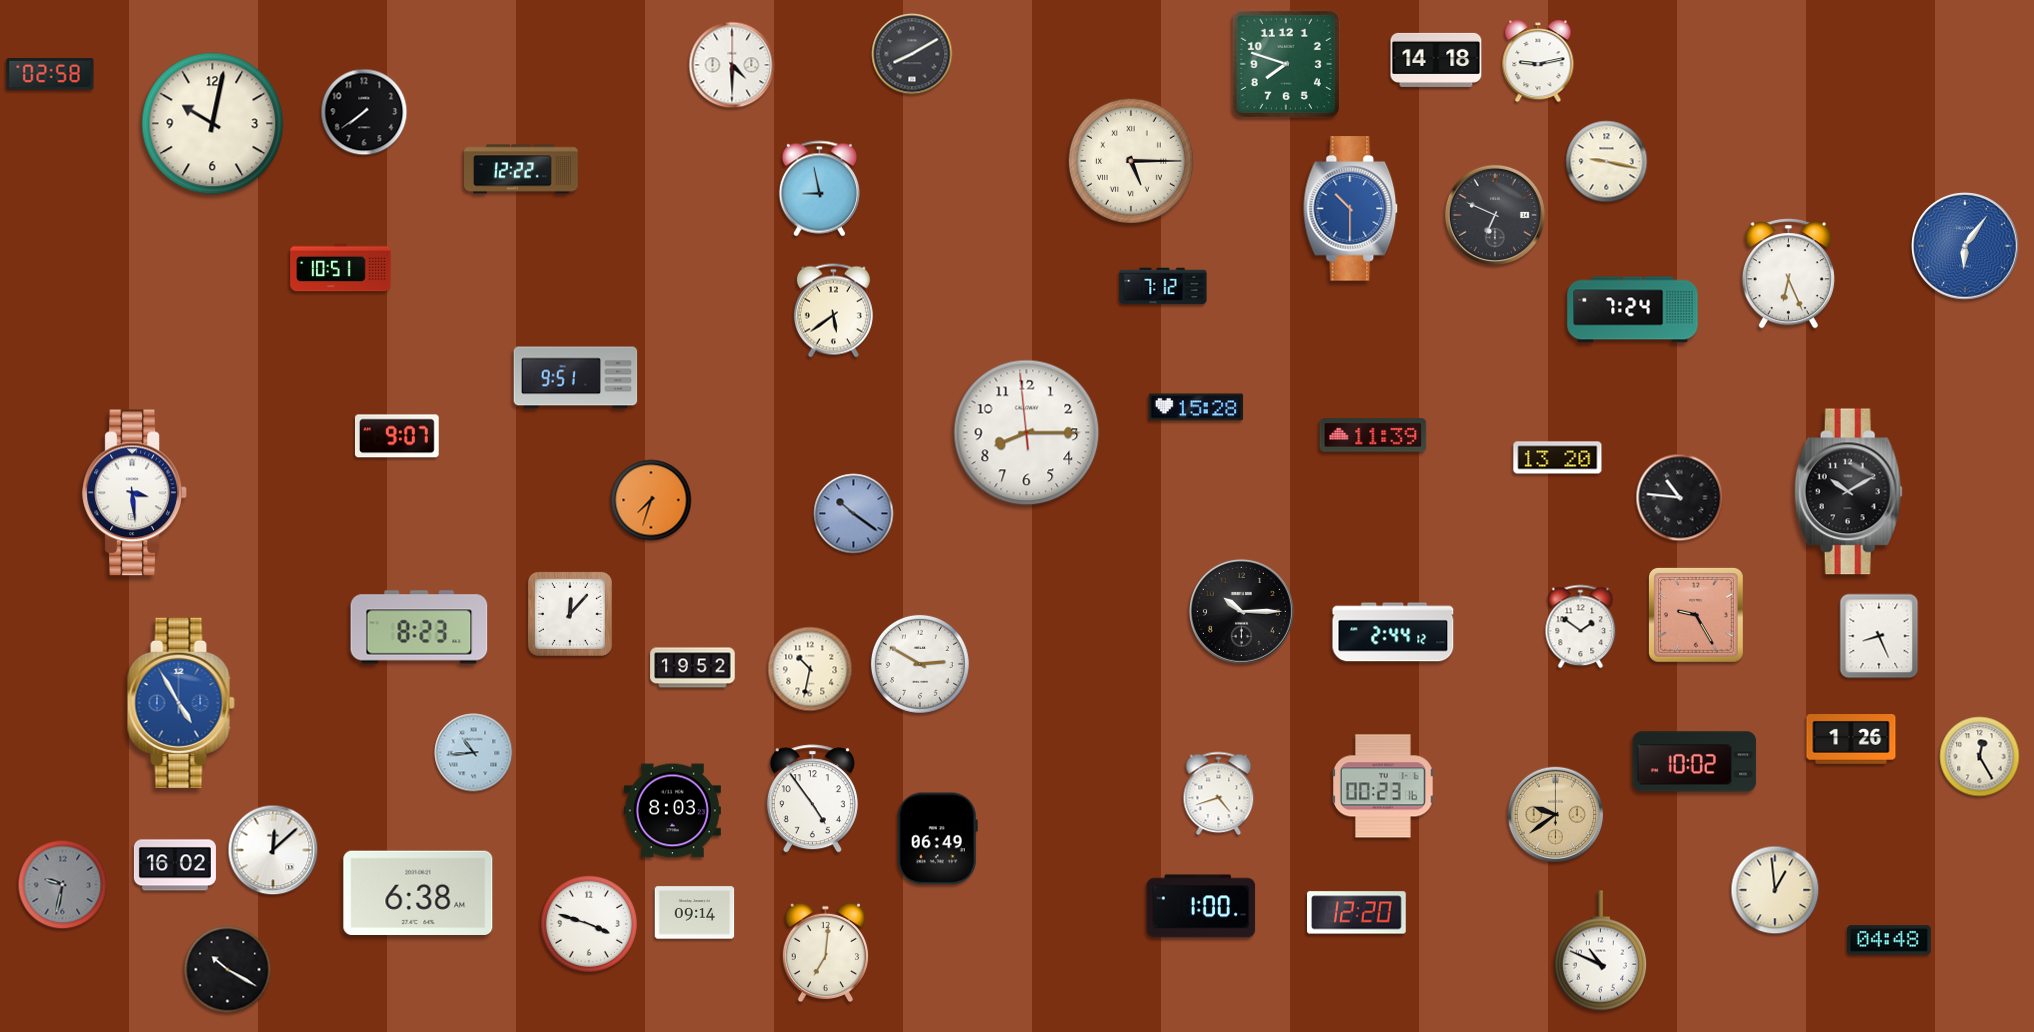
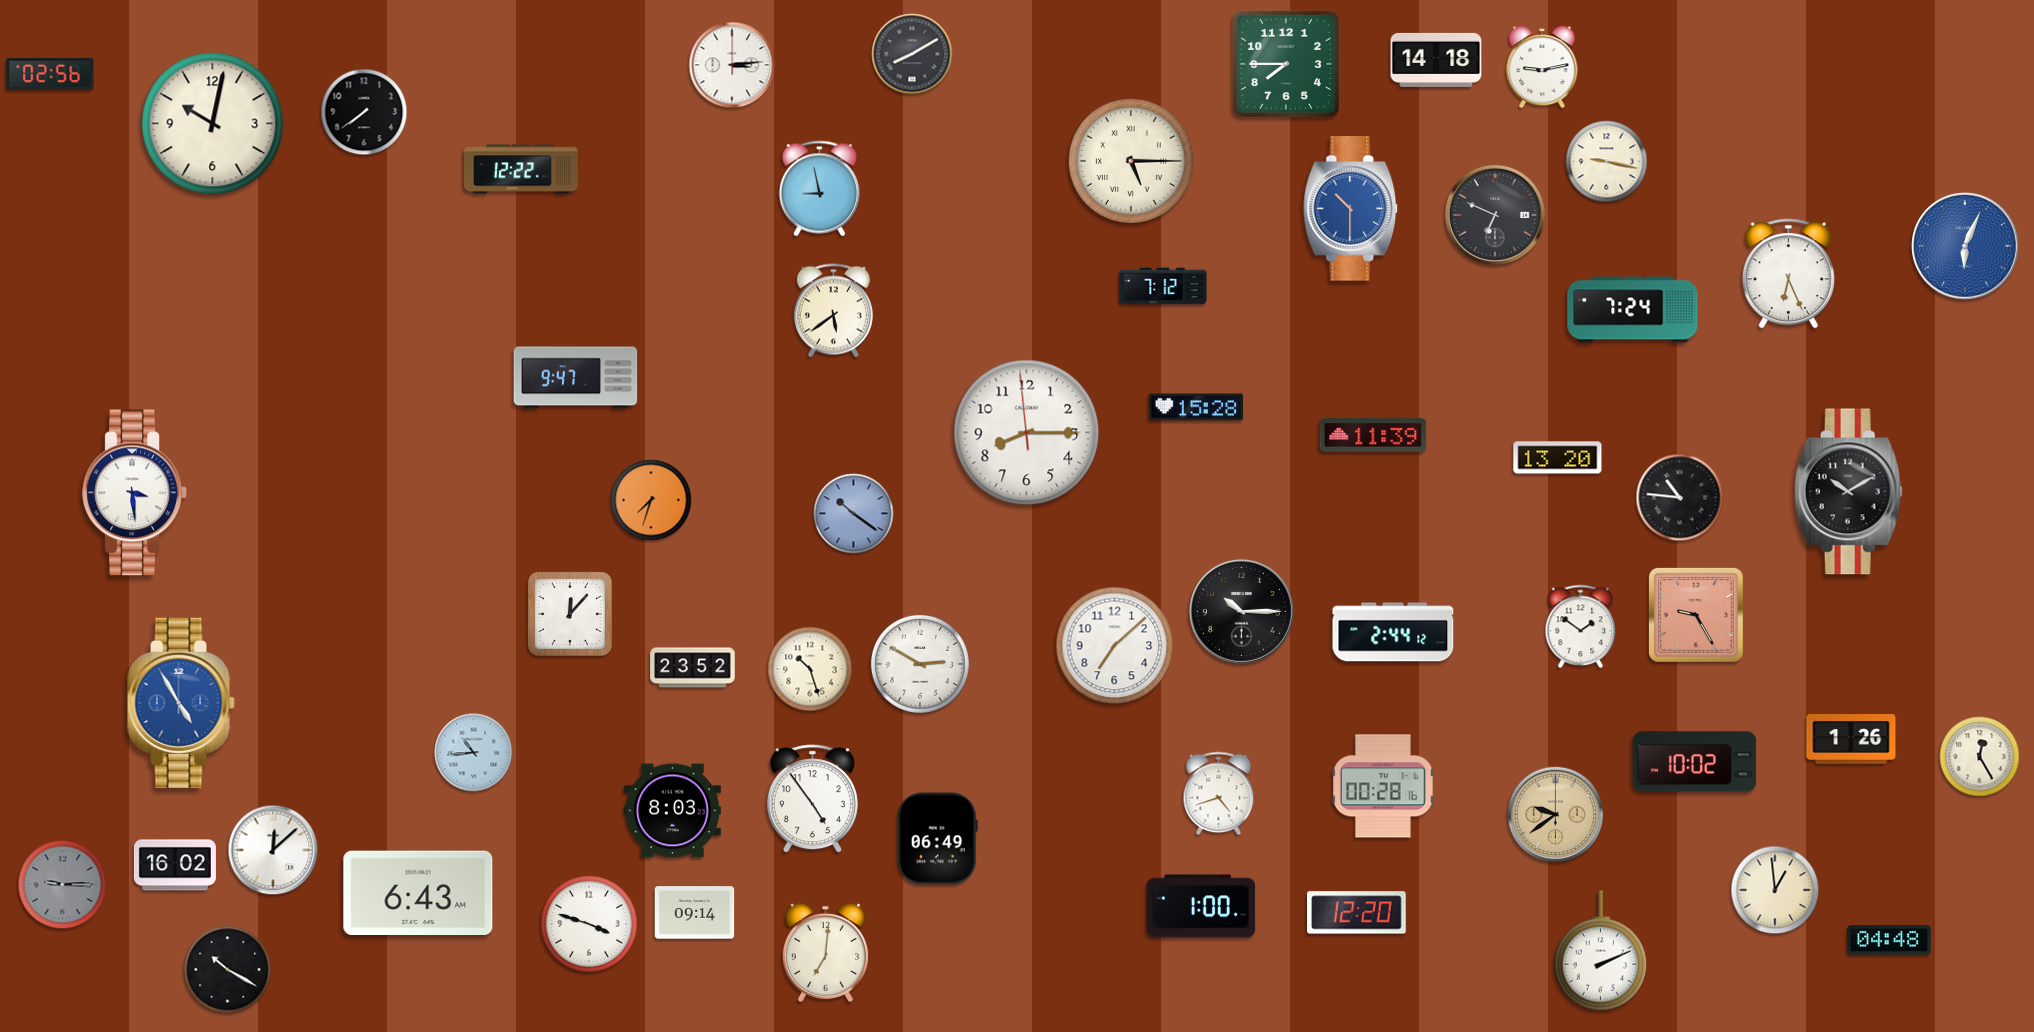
clock at (1538, 62) position: (1538, 62) -> (1542, 68)
clock at (1286, 64): 7:48 -> 7:45
clock at (732, 65): 4:30 -> 3:14
clock at (50, 74): 02:58 -> 02:56
clock at (1965, 246): 6:06 -> 6:04
clock at (341, 268): 10:51 -> none
clock at (576, 378): 9:51 -> 9:47
clock at (397, 436): 9:07 -> none
clock at (419, 627): 8:23 -> none
clock at (1879, 636): 8:26 -> none
clock at (1115, 646): none -> 7:08
clock at (693, 668): 19:52 -> 23:52
clock at (810, 669): 10:32 -> 10:27
clock at (1384, 786): 00:23 -> 00:28
clock at (63, 885): 9:32 -> 9:15
clock at (418, 893): 6:38 -> 6:43
clock at (1600, 951): 10:49 -> 2:11
